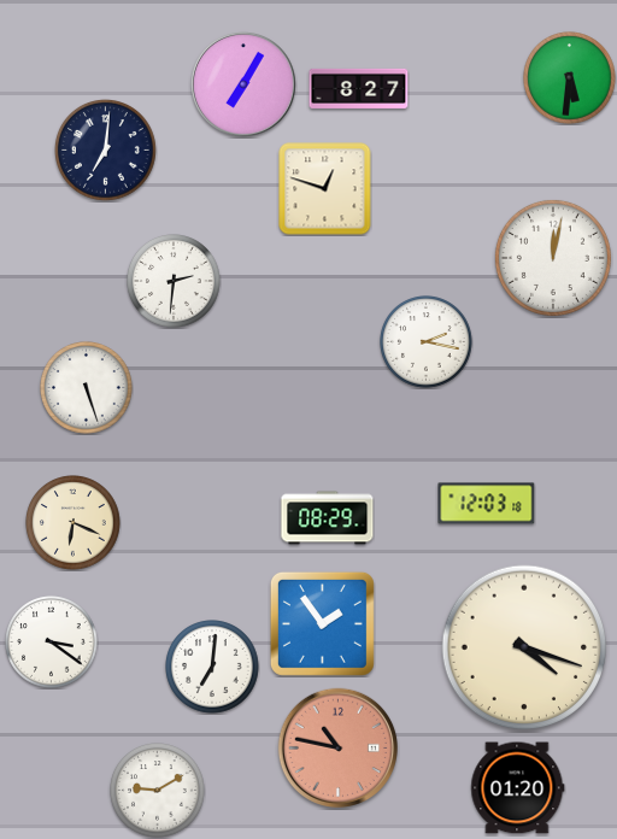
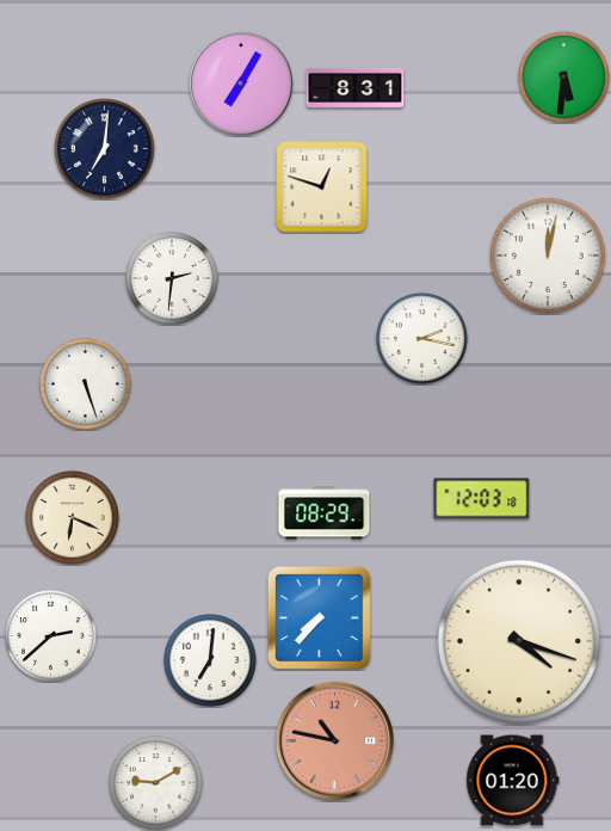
clock at (359, 88): 8:27 -> 8:31
clock at (322, 623): 1:54 -> 7:37
clock at (52, 643): 3:21 -> 2:38
